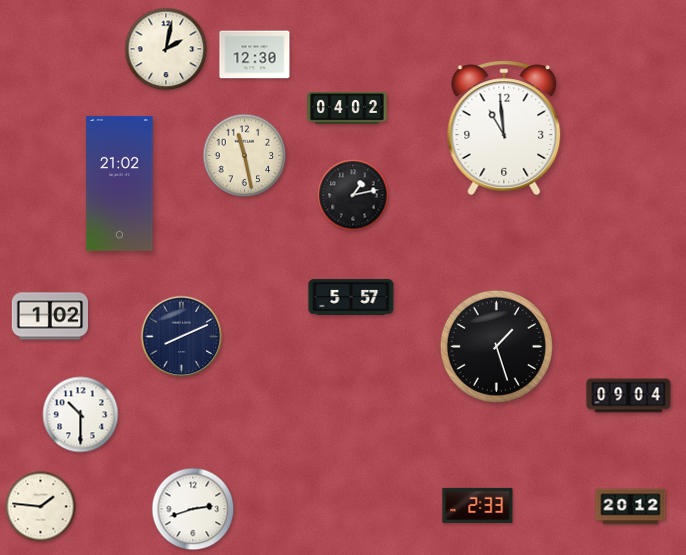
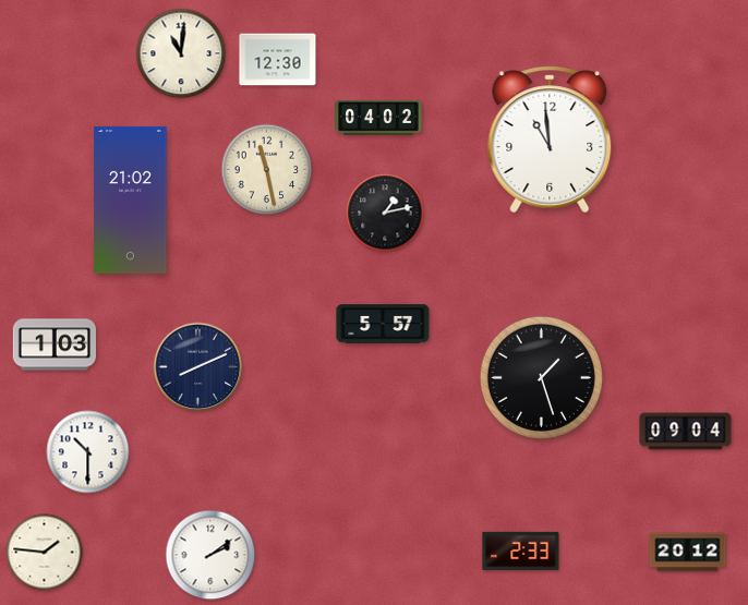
clock at (166, 49): 2:02 -> 11:01
clock at (50, 316): 1:02 -> 1:03
clock at (193, 509): 2:42 -> 2:09
